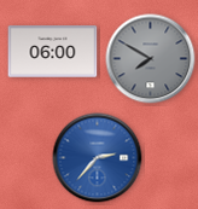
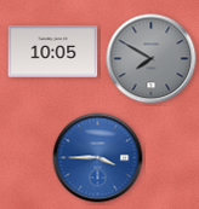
clock at (53, 52): 06:00 -> 10:05
clock at (98, 158): 2:37 -> 3:45
